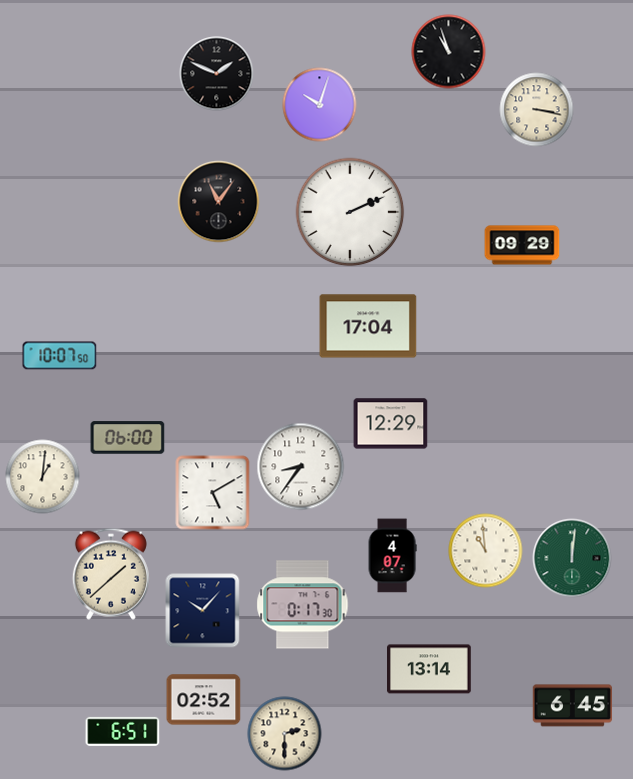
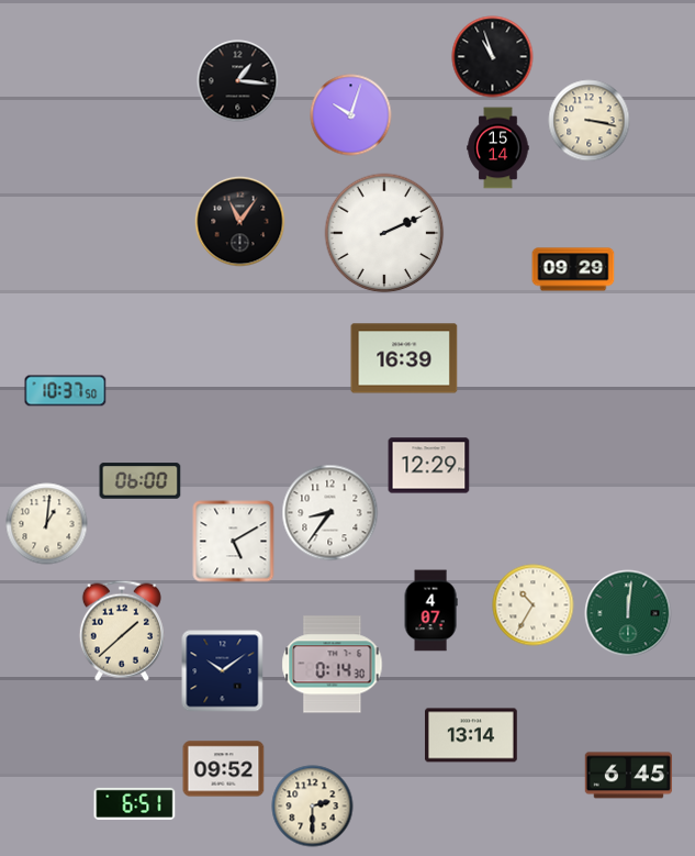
clock at (217, 74): 1:49 -> 1:16
clock at (498, 148): none -> 15:14
clock at (368, 326): 17:04 -> 16:39
clock at (60, 356): 10:07 -> 10:37
clock at (486, 551): 10:59 -> 10:35
clock at (303, 605): 0:17 -> 0:14
clock at (203, 611): 10:07 -> 10:09
clock at (204, 700): 02:52 -> 09:52
